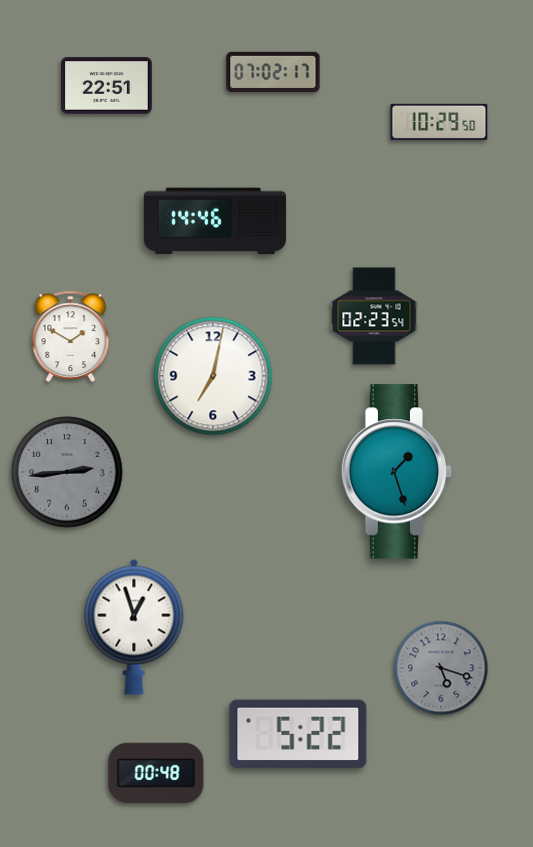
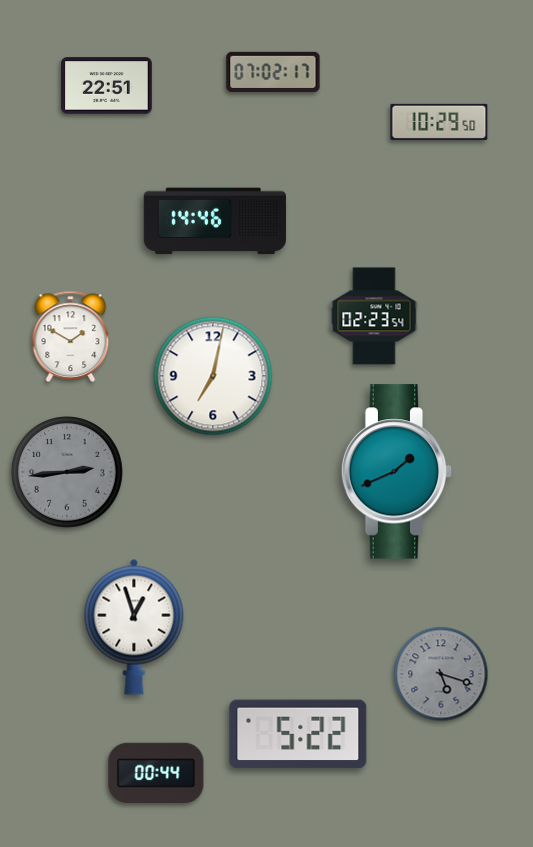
clock at (397, 472): 1:27 -> 1:41
clock at (441, 668) position: (441, 668) -> (441, 674)
clock at (156, 773): 00:48 -> 00:44
